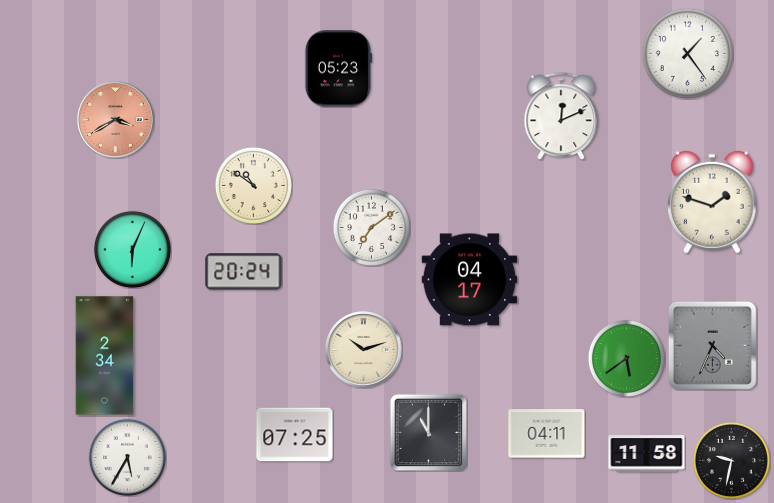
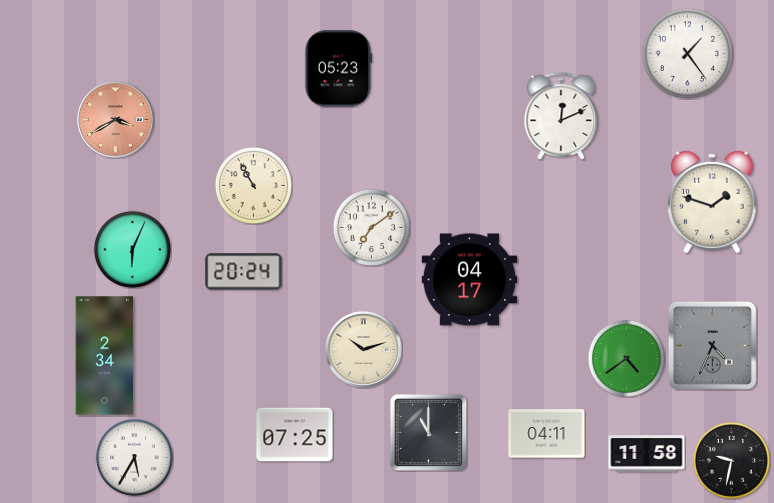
clock at (253, 185): 10:51 -> 10:55
clock at (626, 358): 5:39 -> 4:39
clock at (127, 457) position: (127, 457) -> (134, 457)
